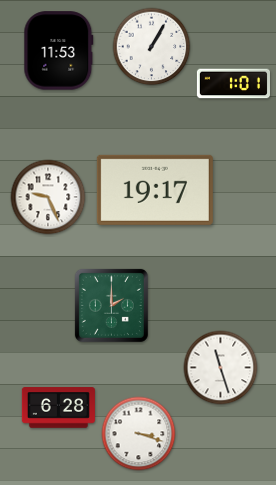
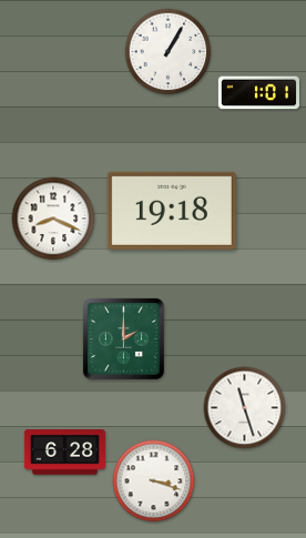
clock at (59, 51): 11:53 -> none
clock at (155, 190): 19:17 -> 19:18
clock at (48, 197): 9:26 -> 8:19
